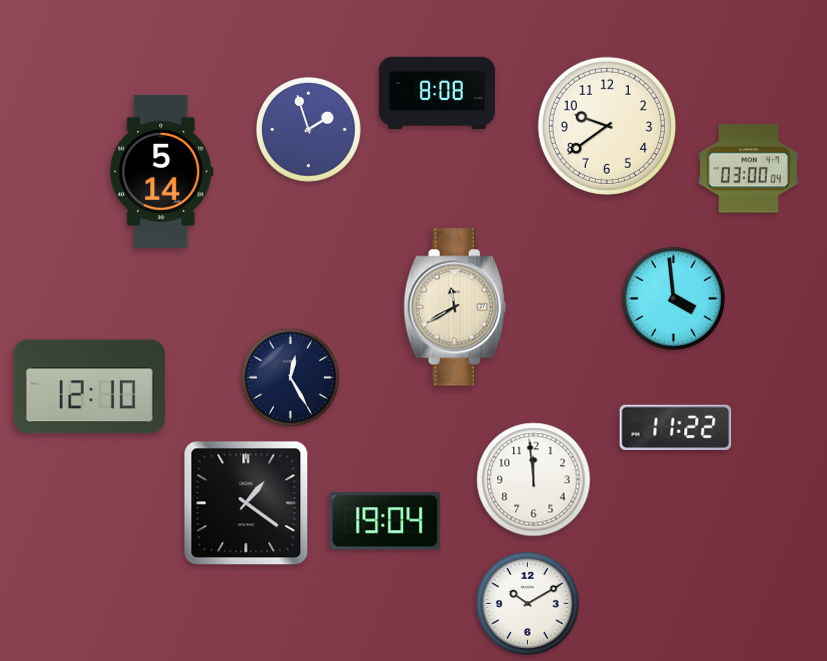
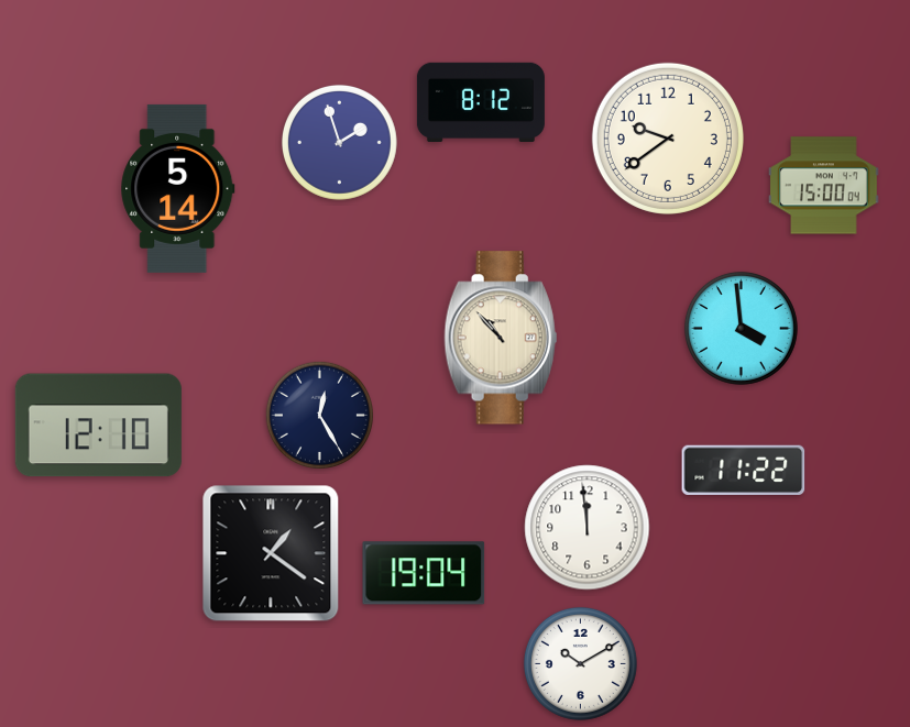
clock at (437, 92): 8:08 -> 8:12
clock at (749, 169): 03:00 -> 15:00
clock at (455, 307): 11:40 -> 10:53
